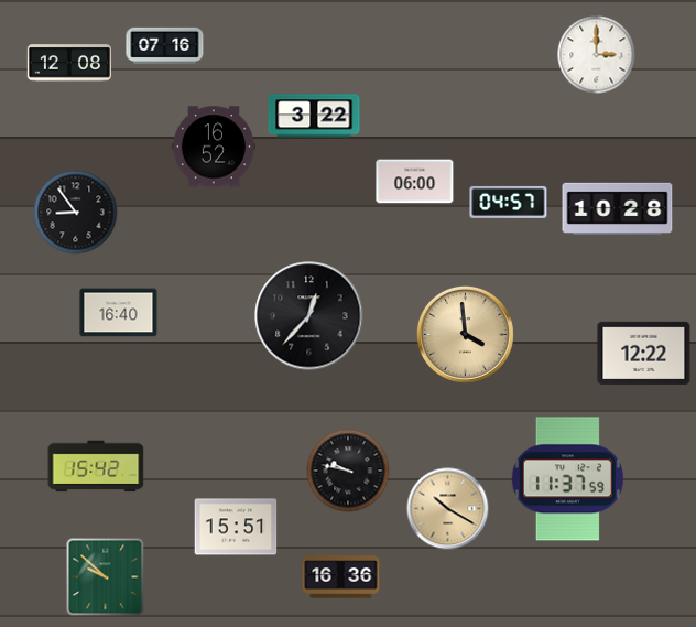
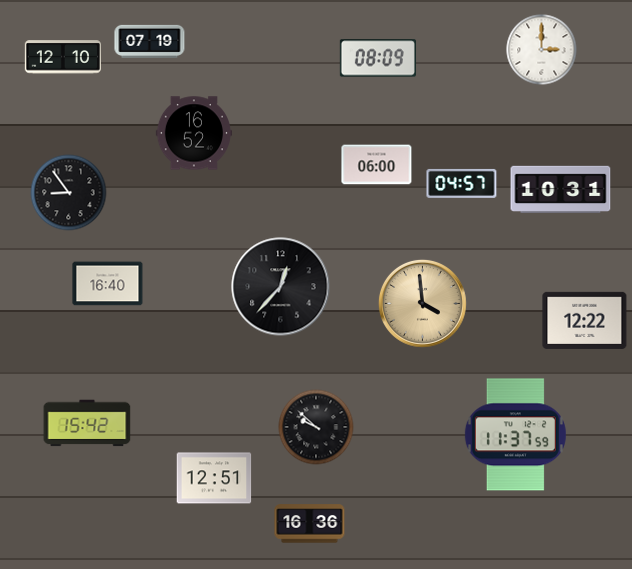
clock at (165, 45): 07:16 -> 07:19
clock at (69, 63): 12:08 -> 12:10
clock at (378, 58): none -> 08:09
clock at (314, 116): 3:22 -> none
clock at (618, 209): 10:28 -> 10:31
clock at (348, 471): 9:47 -> 9:52
clock at (448, 509): 10:20 -> none
clock at (236, 527): 15:51 -> 12:51
clock at (106, 577): 9:52 -> none
